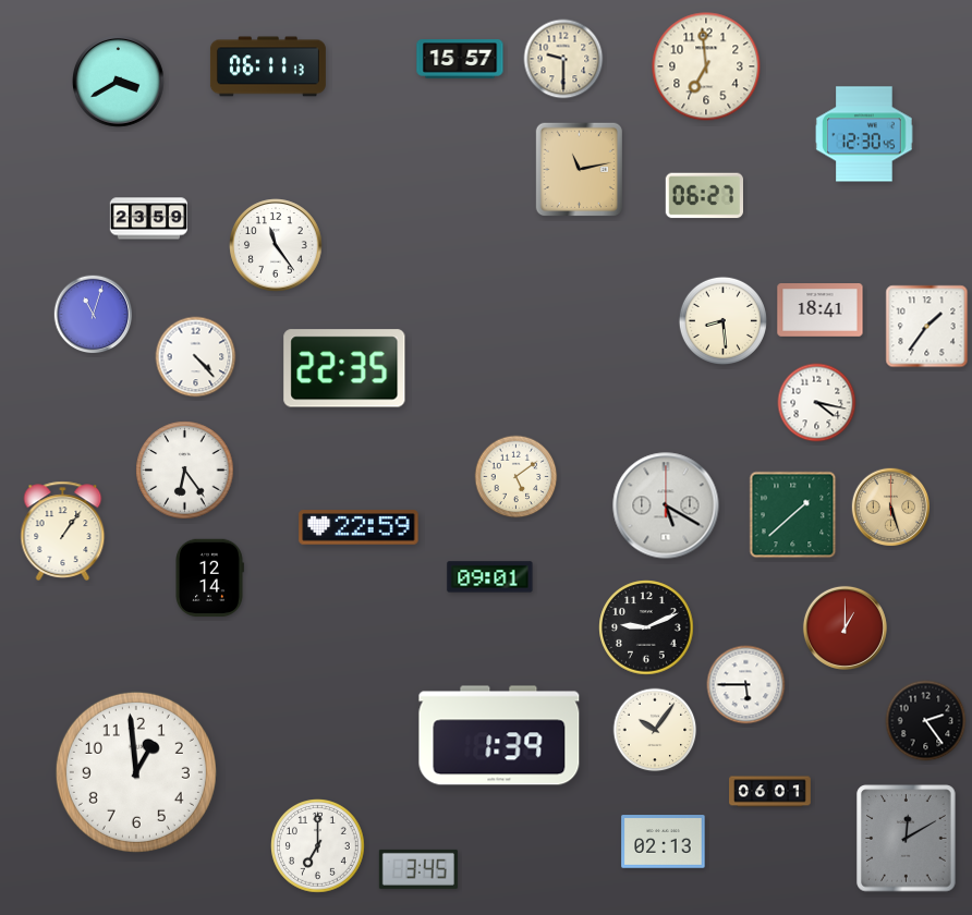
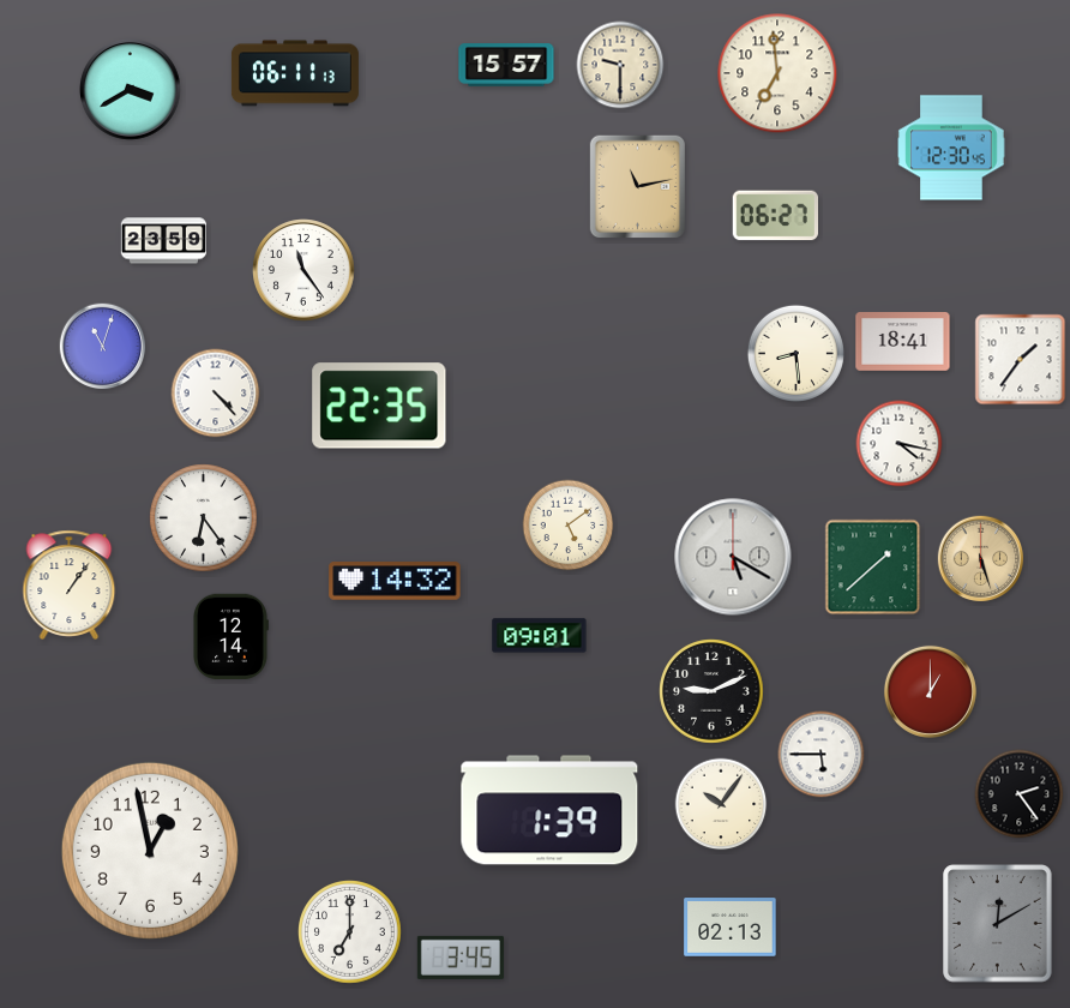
clock at (359, 527): 22:59 -> 14:32
clock at (136, 772): 12:59 -> 12:58
clock at (770, 792): 06:01 -> none
